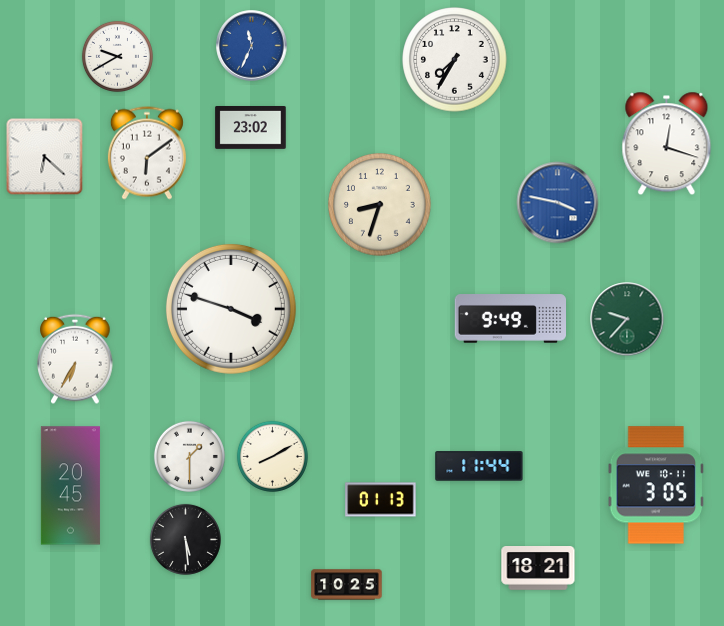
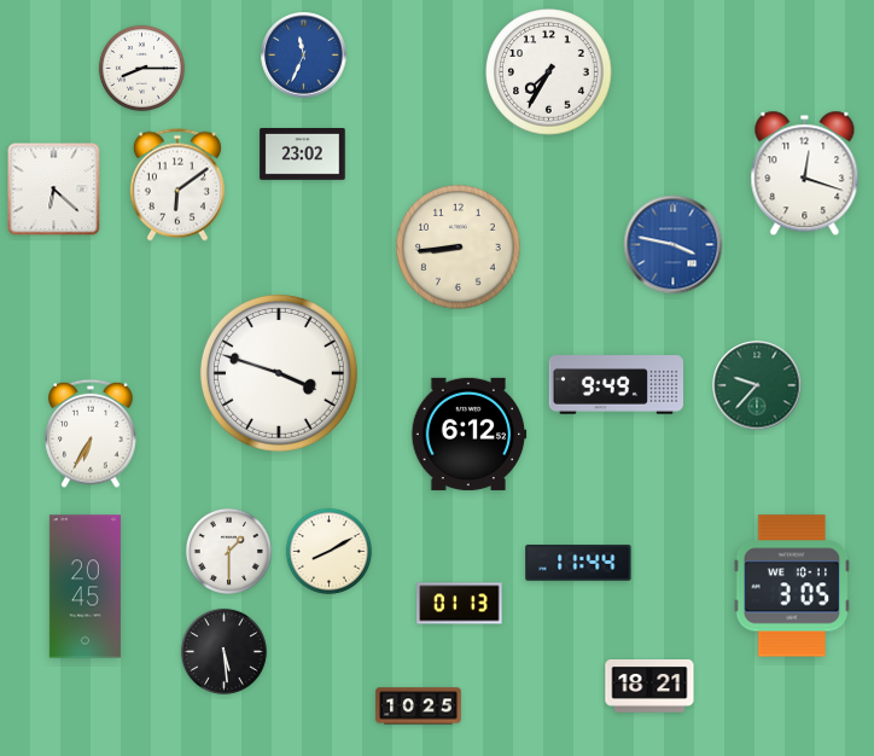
clock at (117, 56): 9:40 -> 8:15
clock at (380, 205): 8:33 -> 8:44
clock at (470, 434): none -> 6:12
